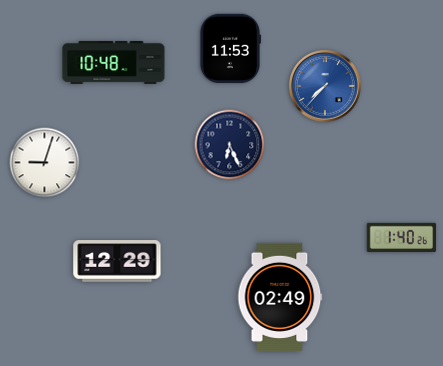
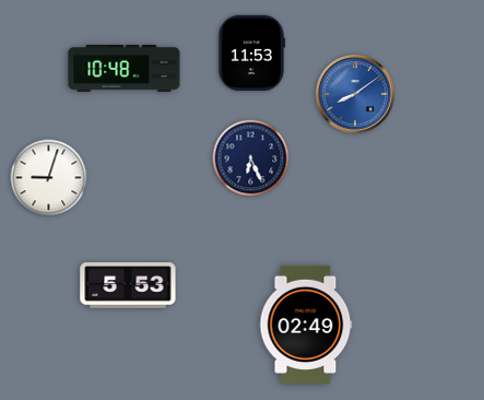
clock at (325, 86): 7:37 -> 8:09
clock at (402, 237): 1:40 -> none
clock at (117, 261): 12:29 -> 5:53
